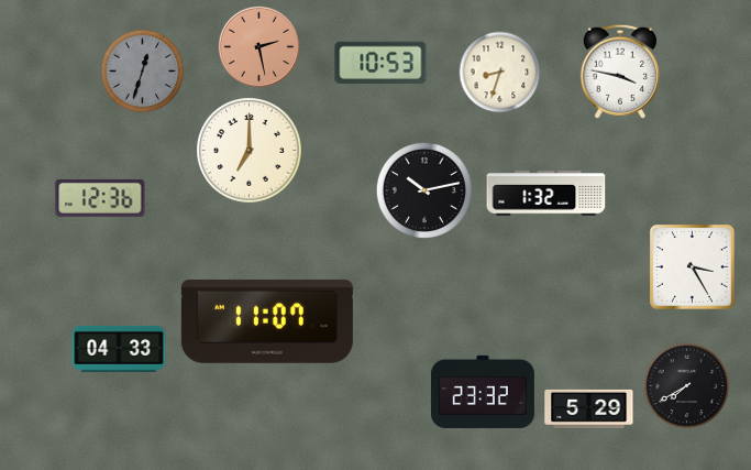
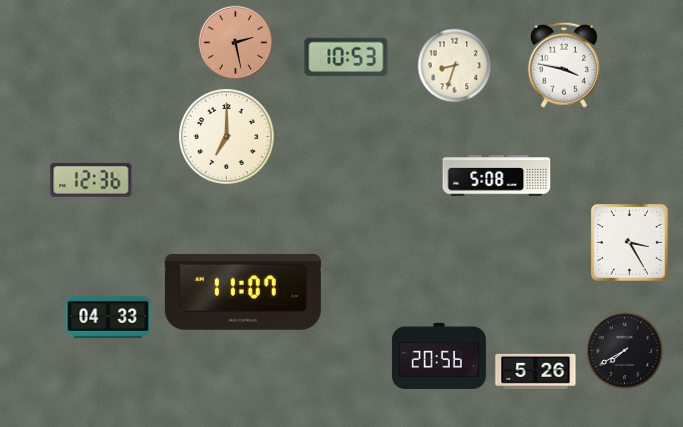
clock at (143, 72): 12:33 -> none
clock at (424, 190): 10:13 -> none
clock at (546, 194): 1:32 -> 5:08
clock at (483, 392): 23:32 -> 20:56
clock at (589, 408): 5:29 -> 5:26
